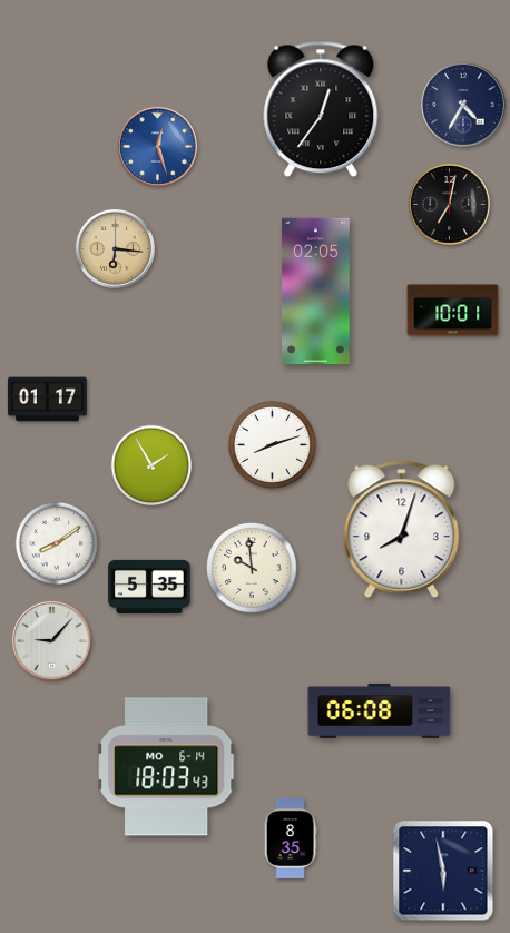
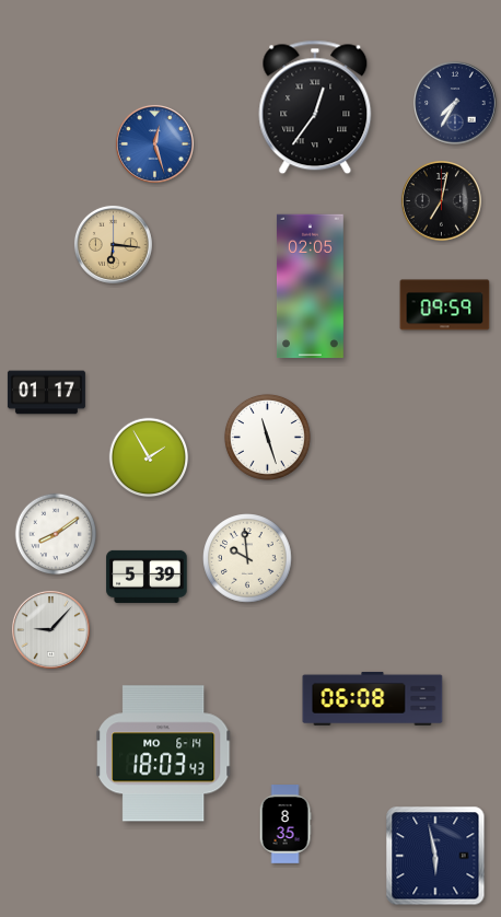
clock at (463, 105): 4:35 -> 7:35
clock at (453, 311): 10:01 -> 09:59
clock at (272, 444): 8:12 -> 11:27
clock at (402, 530): 8:03 -> none
clock at (149, 587): 5:35 -> 5:39
